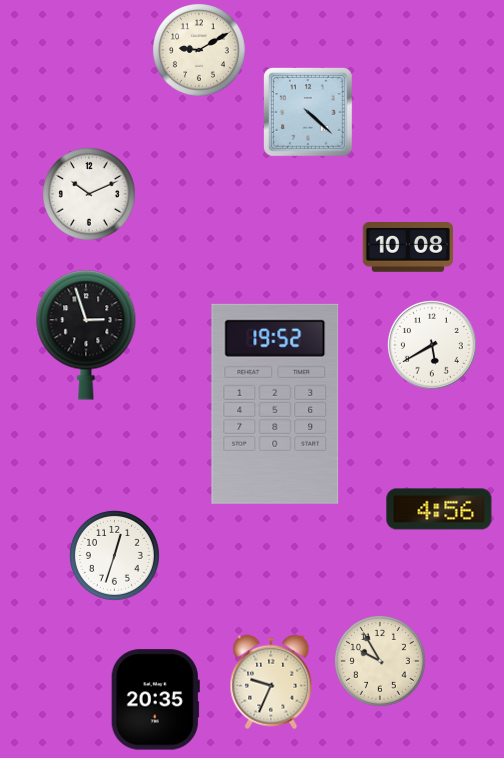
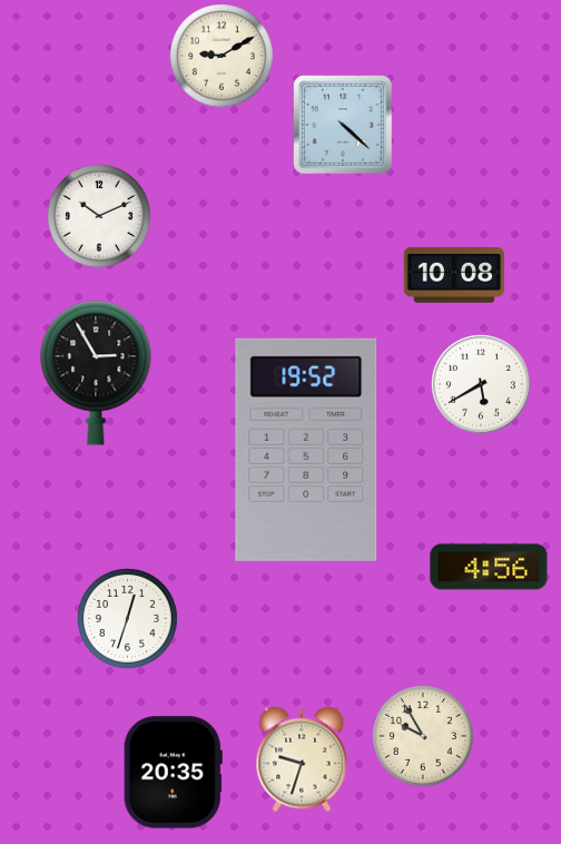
clock at (86, 335): 2:57 -> 2:55
clock at (271, 682): 9:34 -> 9:33
clock at (155, 700) position: (155, 700) -> (173, 773)
